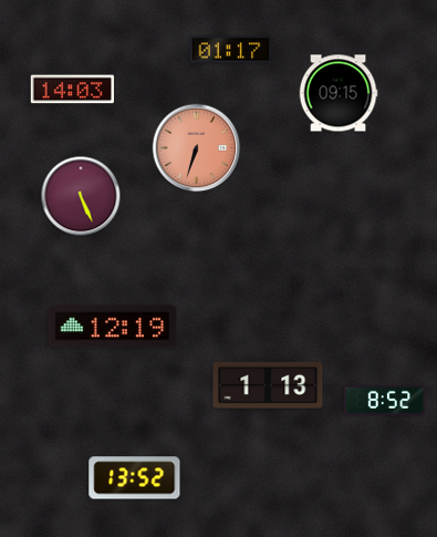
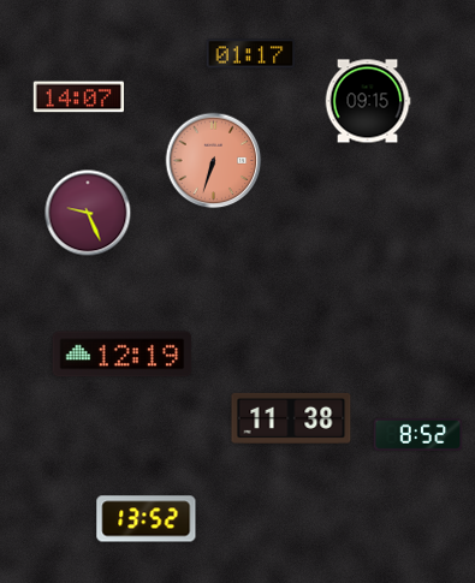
clock at (72, 90): 14:03 -> 14:07
clock at (81, 196): 5:26 -> 9:26
clock at (268, 385): 1:13 -> 11:38
